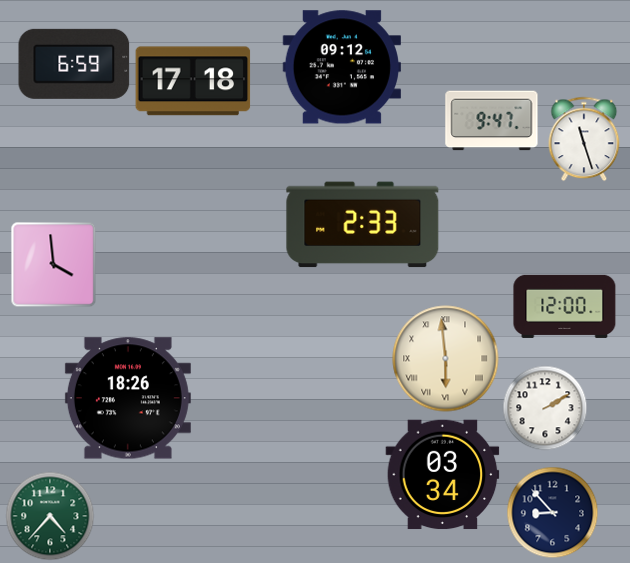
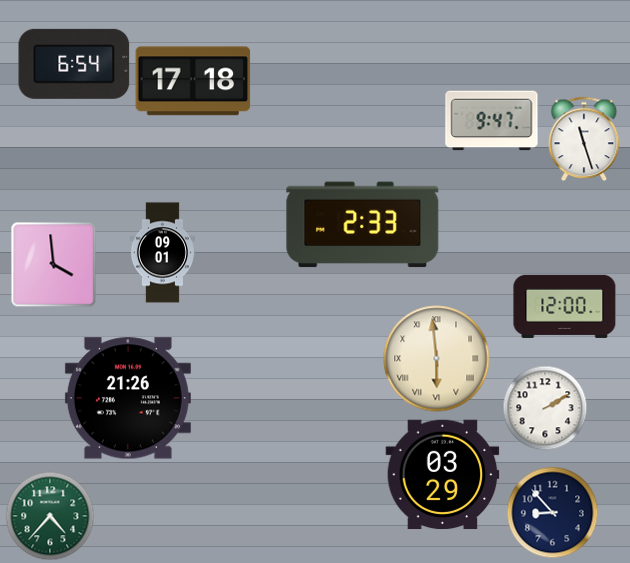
clock at (74, 64): 6:59 -> 6:54
clock at (342, 67): 09:12 -> none
clock at (162, 253): none -> 09:01
clock at (446, 359) position: (446, 359) -> (437, 359)
clock at (128, 398): 18:26 -> 21:26
clock at (443, 475): 03:34 -> 03:29
